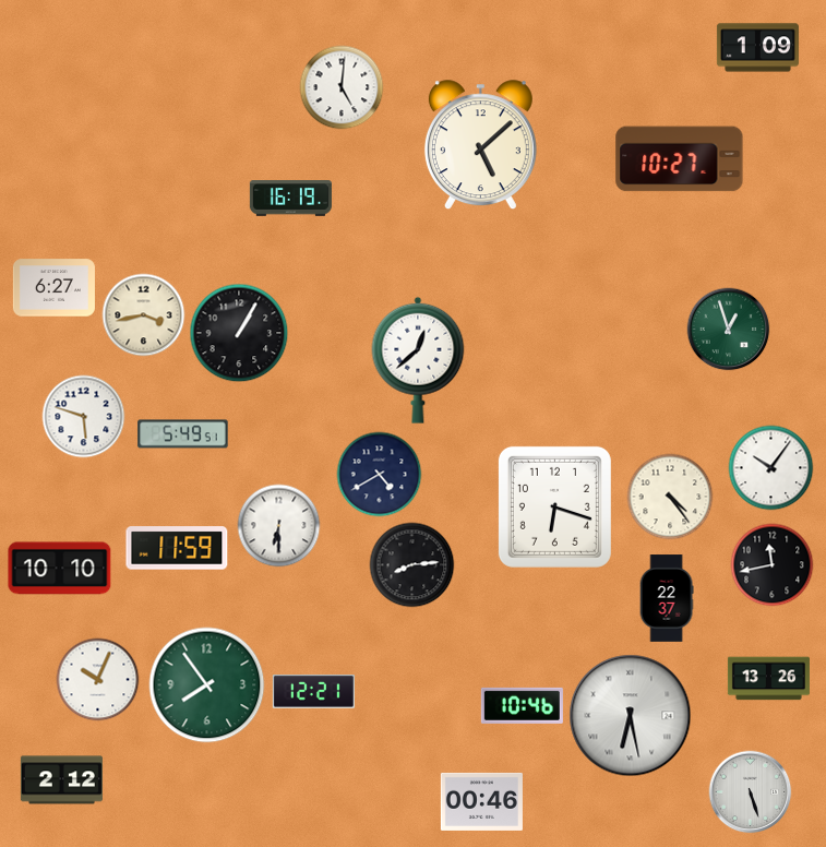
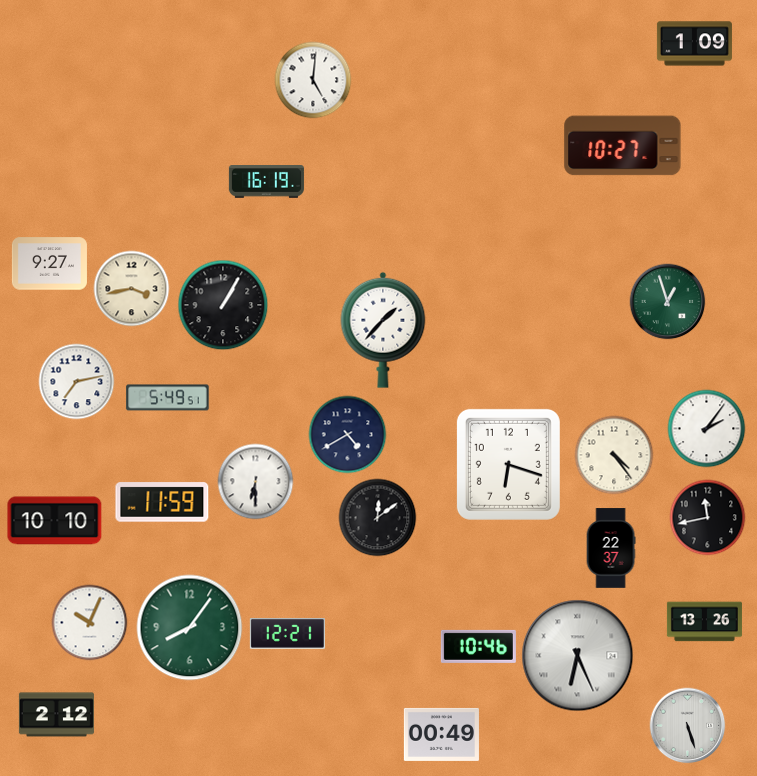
clock at (480, 145): 5:08 -> none
clock at (53, 288): 6:27 -> 9:27
clock at (239, 333) position: (239, 333) -> (223, 305)
clock at (418, 360): 12:38 -> 1:37
clock at (84, 417): 5:48 -> 7:13
clock at (771, 468): 10:06 -> 2:06
clock at (412, 565): 8:14 -> 12:09
clock at (207, 685): 7:54 -> 8:06
clock at (631, 716): 6:28 -> 6:26
clock at (481, 801): 00:46 -> 00:49
